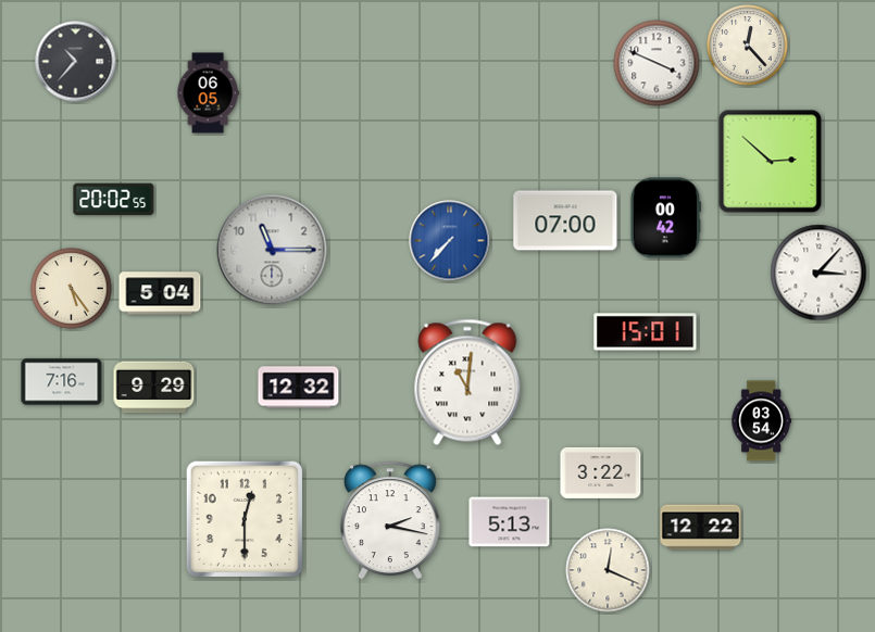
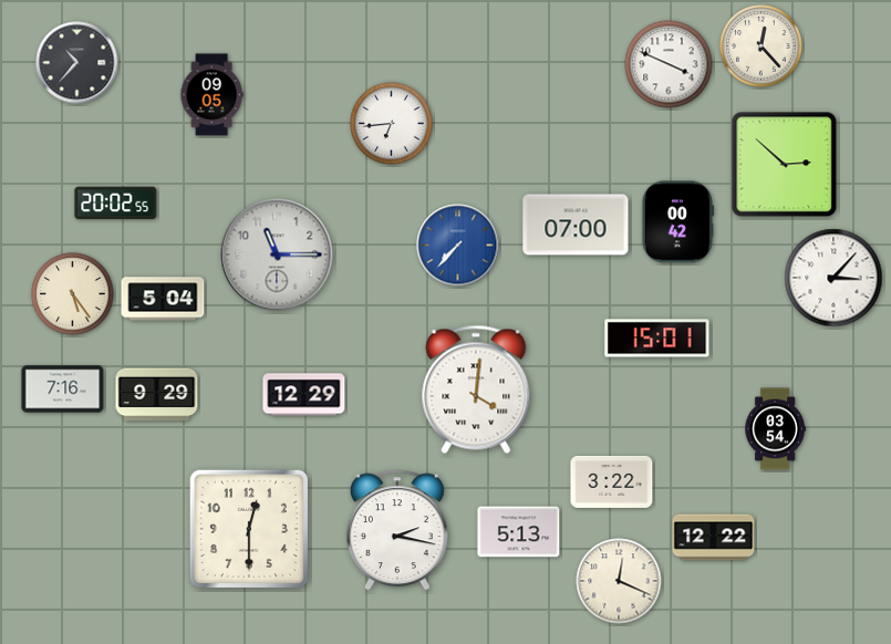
clock at (208, 93): 06:05 -> 09:05
clock at (392, 124): none -> 6:44
clock at (467, 382): 11:01 -> 4:01
clock at (299, 388): 12:32 -> 12:29
